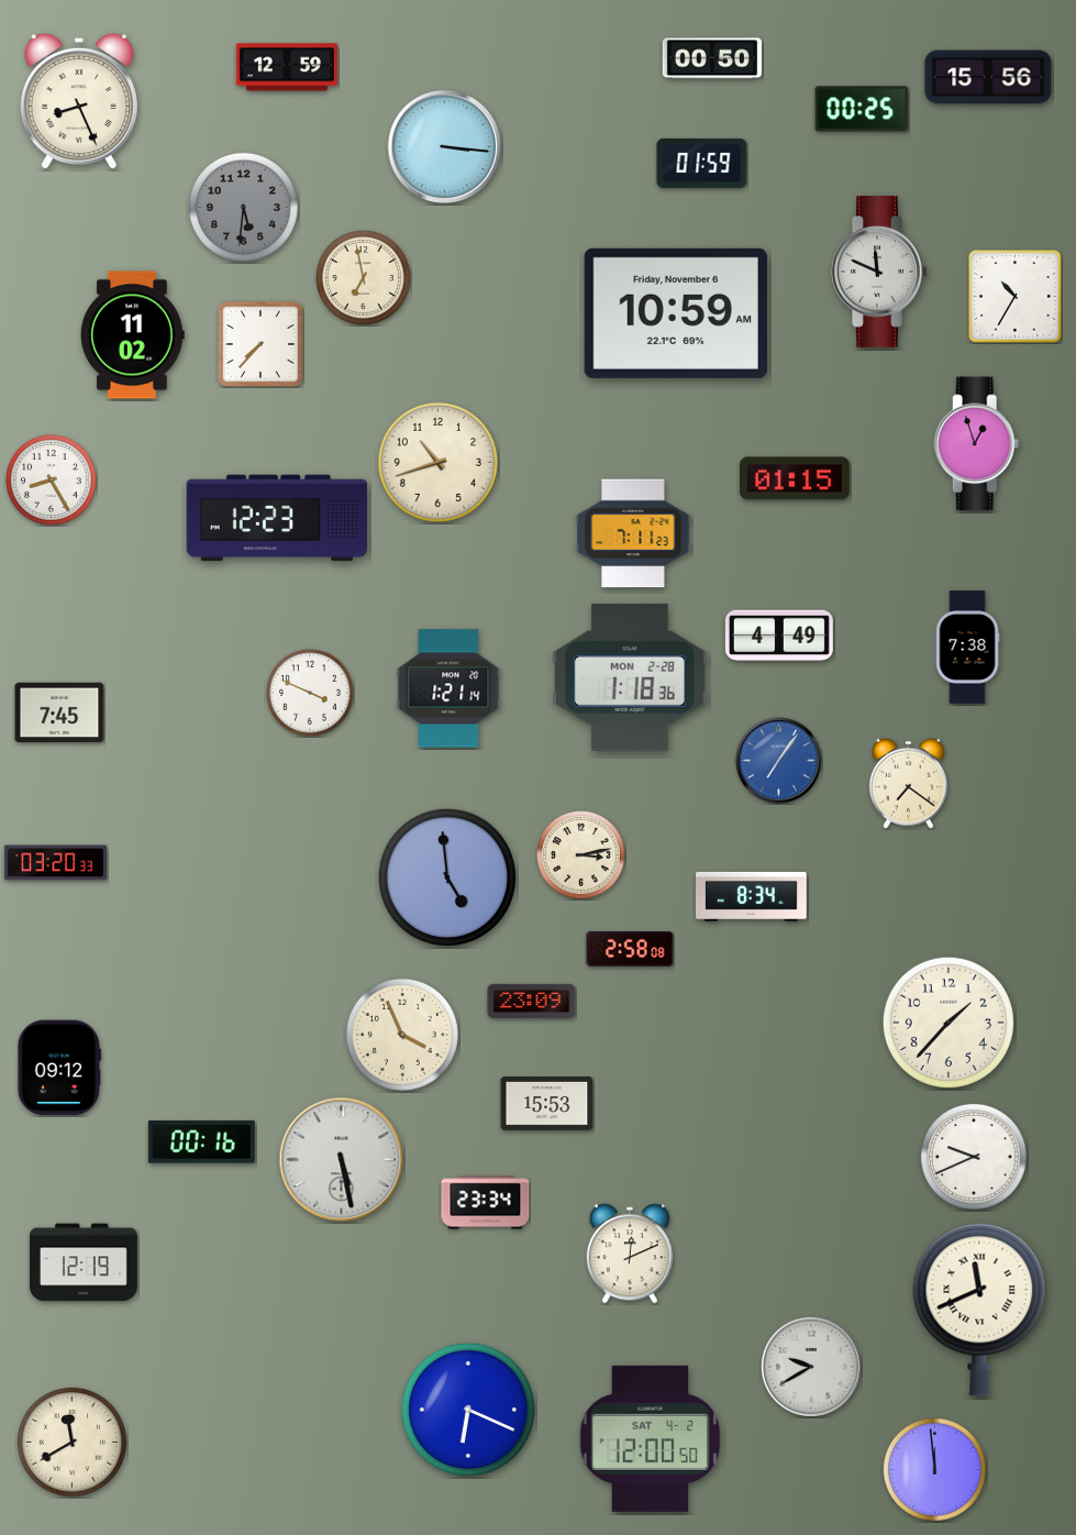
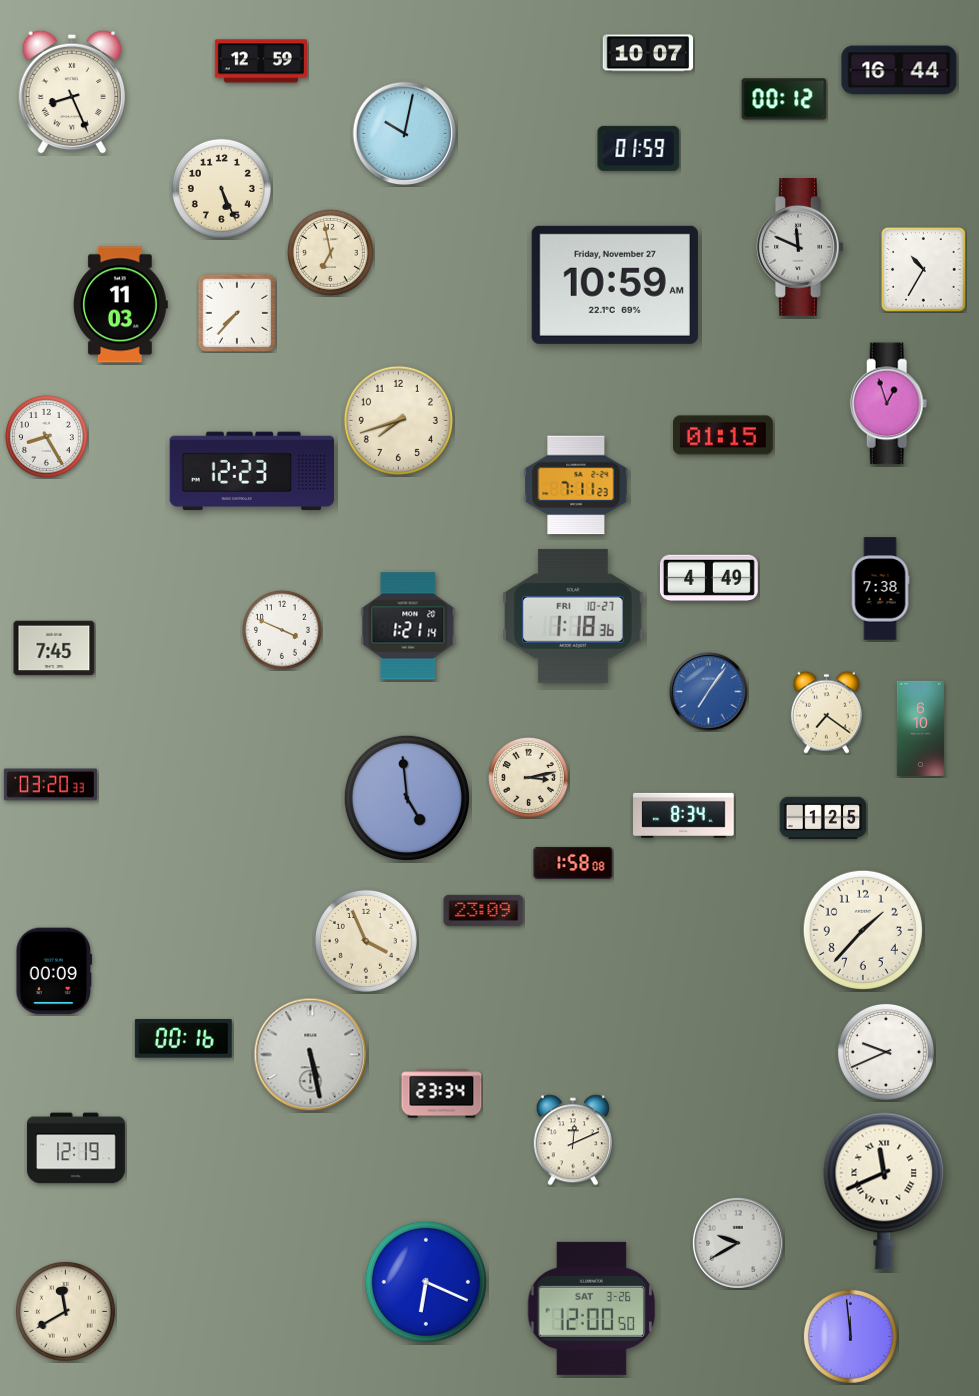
clock at (712, 58): 00:50 -> 10:07
clock at (988, 77): 15:56 -> 16:44
clock at (862, 109): 00:25 -> 00:12
clock at (445, 147): 3:16 -> 10:02
clock at (243, 207): 5:31 -> 5:26
clock at (243, 207) dial: grey -> cream
clock at (676, 313) date: Friday, November 6 -> Friday, November 27
clock at (132, 335): 11:02 -> 11:03
clock at (437, 462): 10:42 -> 7:42
clock at (630, 677) date: MON 2-28 -> FRI 10-27
clock at (920, 728): none -> 6:10
clock at (823, 818): none -> 1:25
clock at (630, 949): 2:58 -> 1:58
clock at (58, 1068): 09:12 -> 00:09
clock at (547, 1104): 15:53 -> none
clock at (979, 1310) position: (979, 1310) -> (884, 1191)
clock at (651, 1438) date: SAT 4-2 -> SAT 3-26
